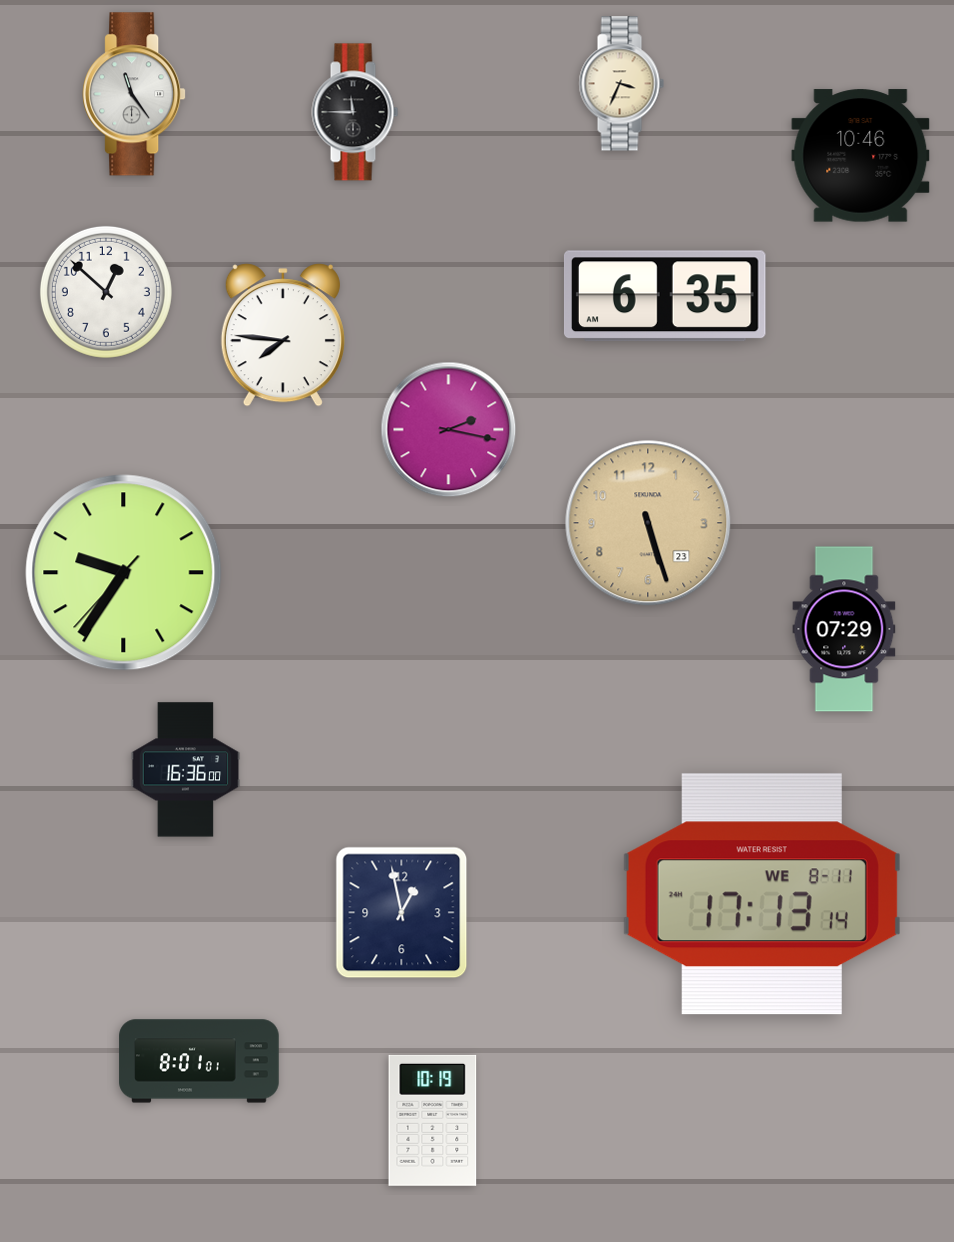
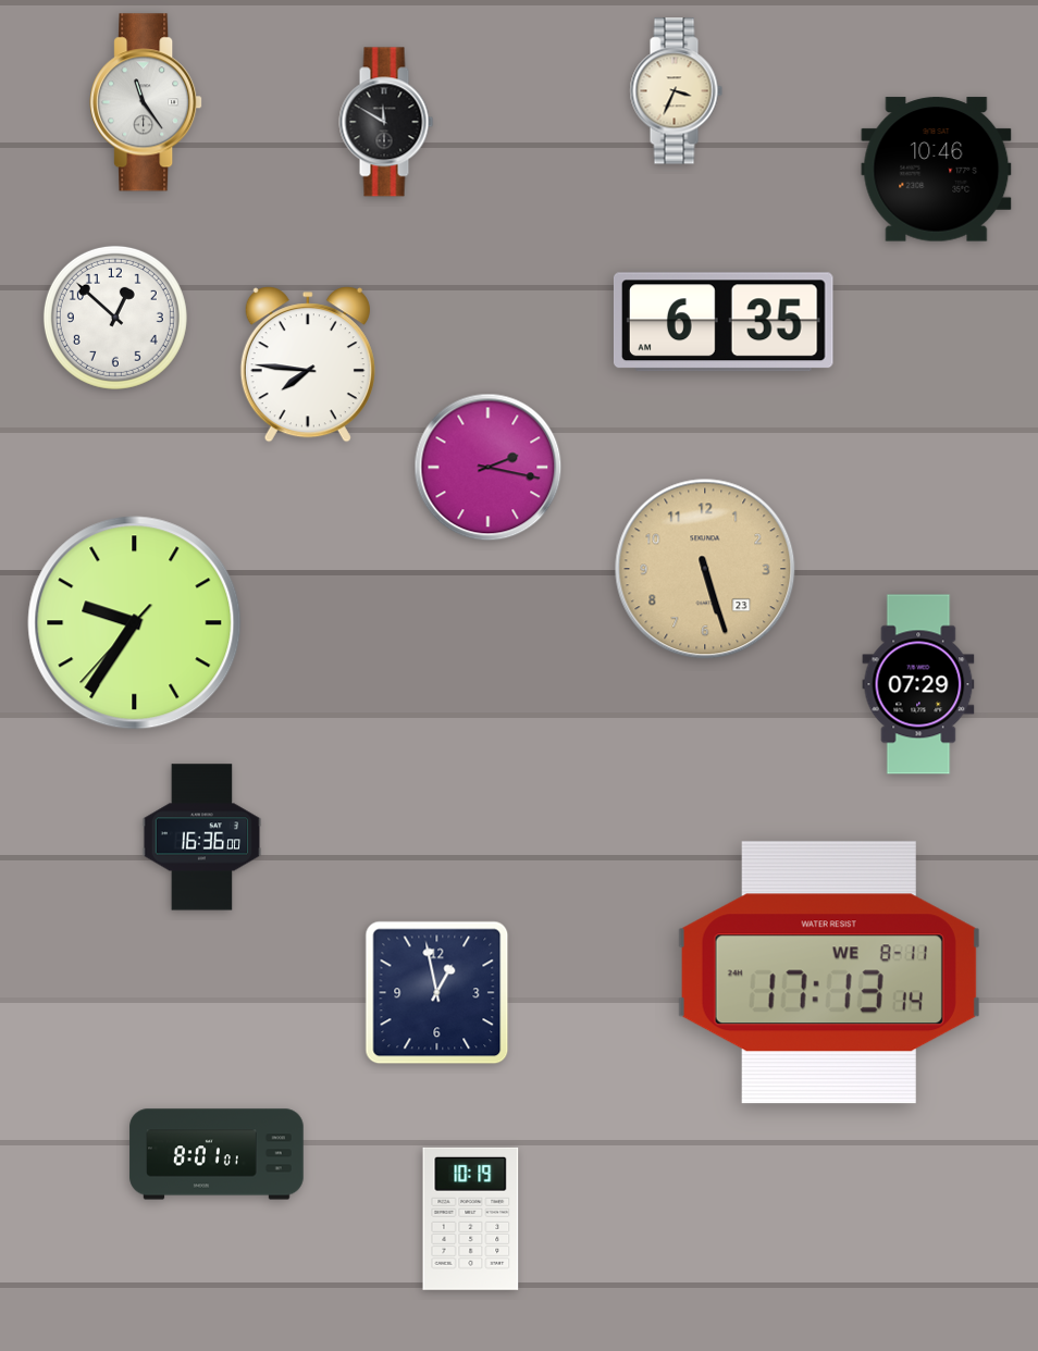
clock at (355, 112): 11:45 -> 11:50
